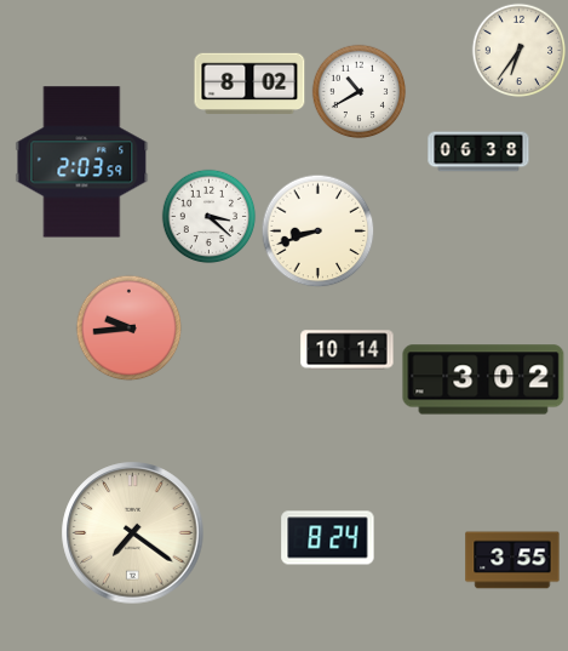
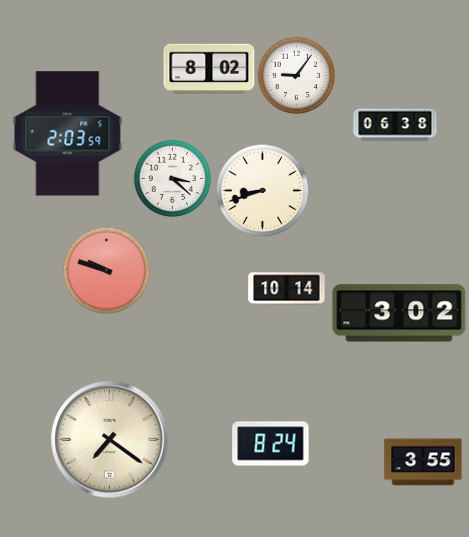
clock at (518, 50): 6:36 -> none
clock at (249, 82) position: (249, 82) -> (209, 68)
clock at (358, 91): 10:40 -> 9:06
clock at (128, 327): 9:44 -> 9:48
